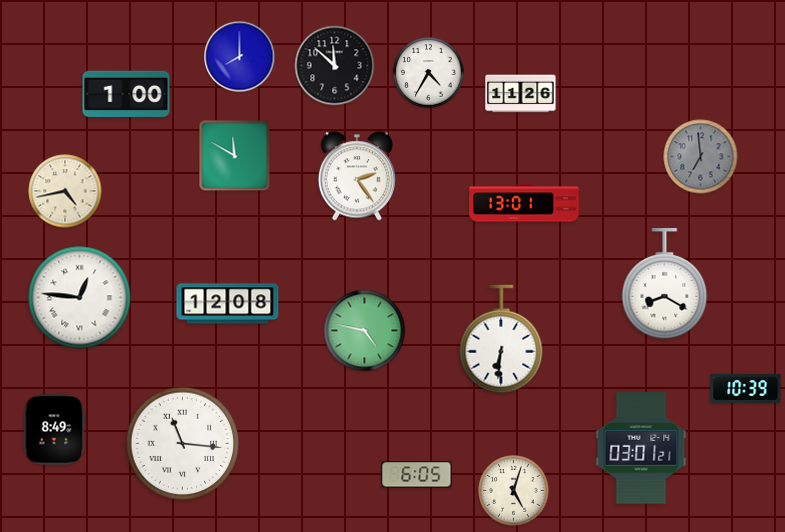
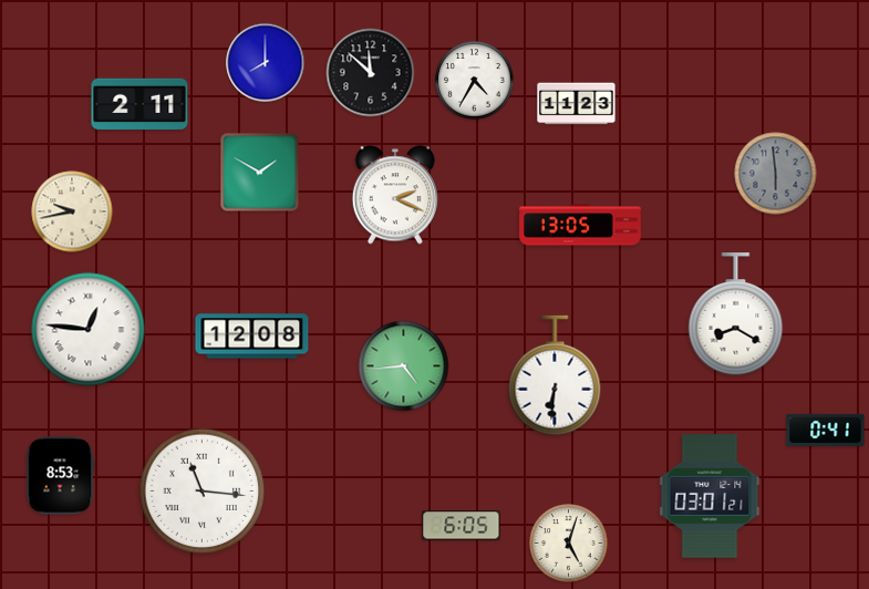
clock at (126, 94): 1:00 -> 2:11
clock at (521, 94): 11:26 -> 11:23
clock at (235, 156): 11:50 -> 1:50
clock at (701, 157): 6:59 -> 5:59
clock at (357, 176): 2:24 -> 2:19
clock at (65, 191): 4:43 -> 9:43
clock at (524, 203): 13:01 -> 13:05
clock at (365, 331): 4:47 -> 4:44
clock at (746, 388): 10:39 -> 0:41
clock at (54, 430): 8:49 -> 8:53
